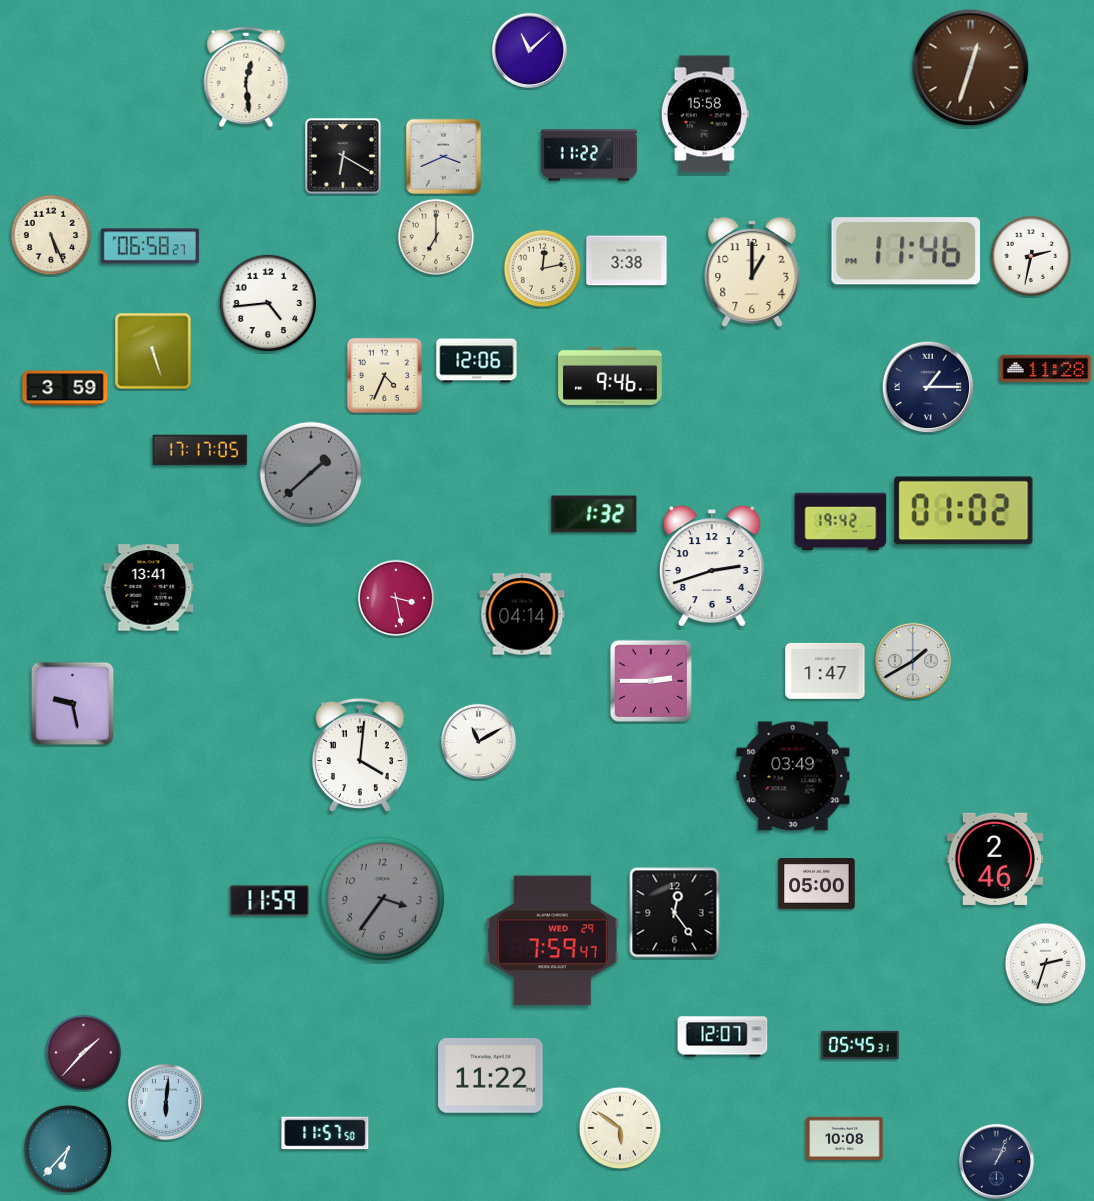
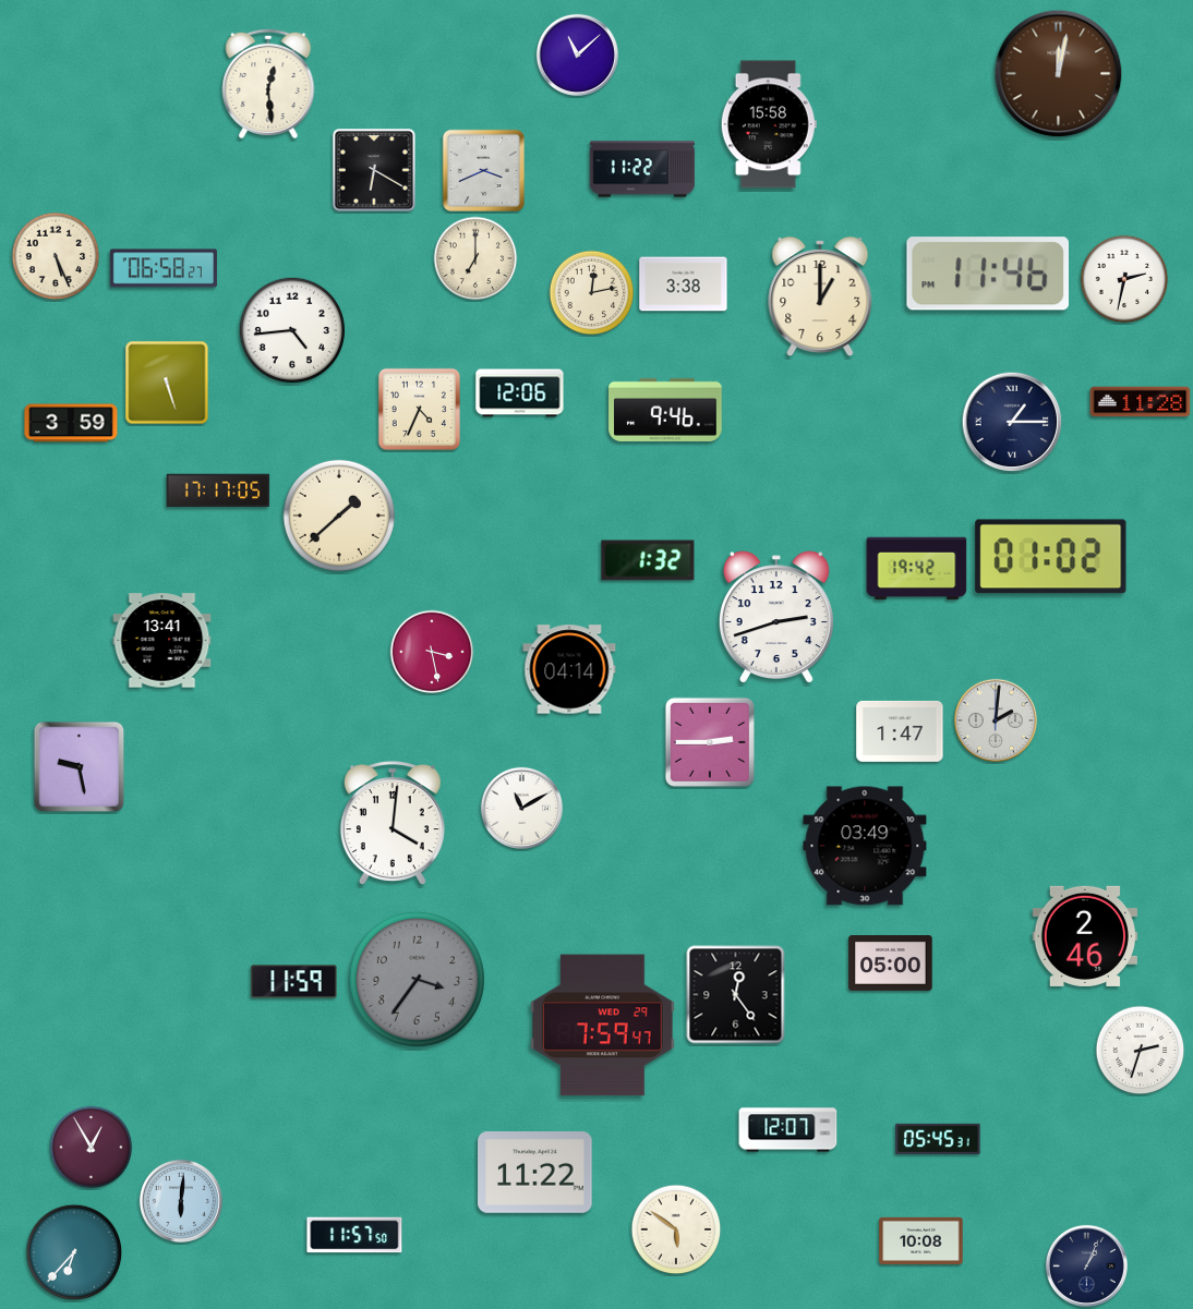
clock at (971, 68): 12:33 -> 12:02
clock at (311, 473) dial: grey -> cream
clock at (913, 661): 1:40 -> 2:01
clock at (84, 1053): 1:37 -> 12:55
